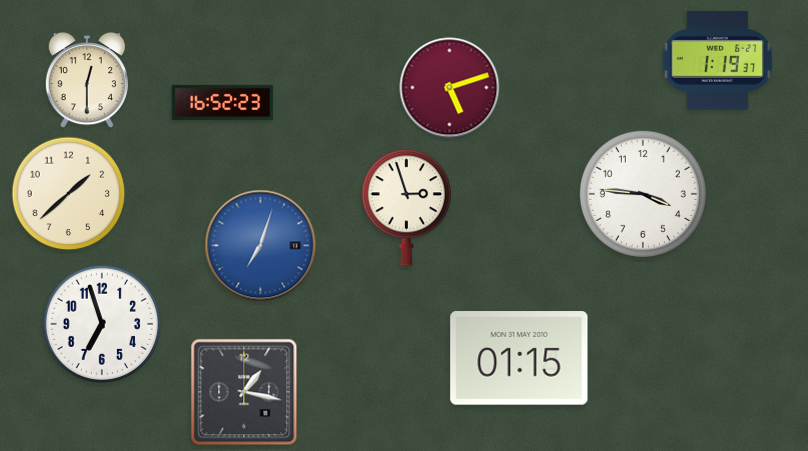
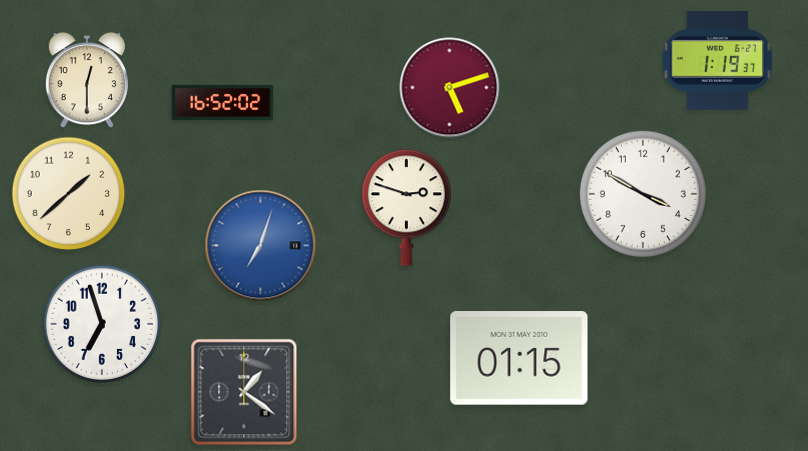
clock at (223, 102): 16:52:23 -> 16:52:02
clock at (643, 194): 3:46 -> 3:50
clock at (406, 208): 2:57 -> 2:48
clock at (244, 392): 1:17 -> 1:21
